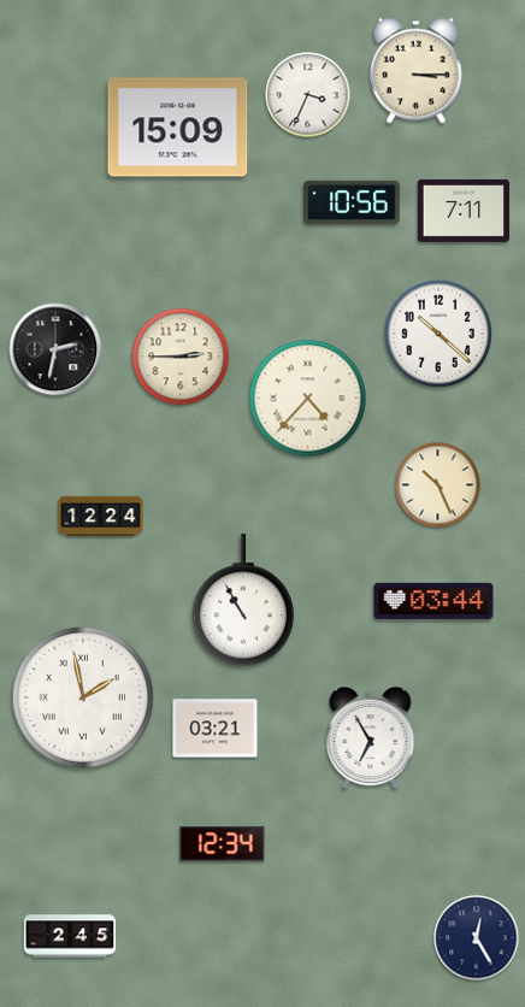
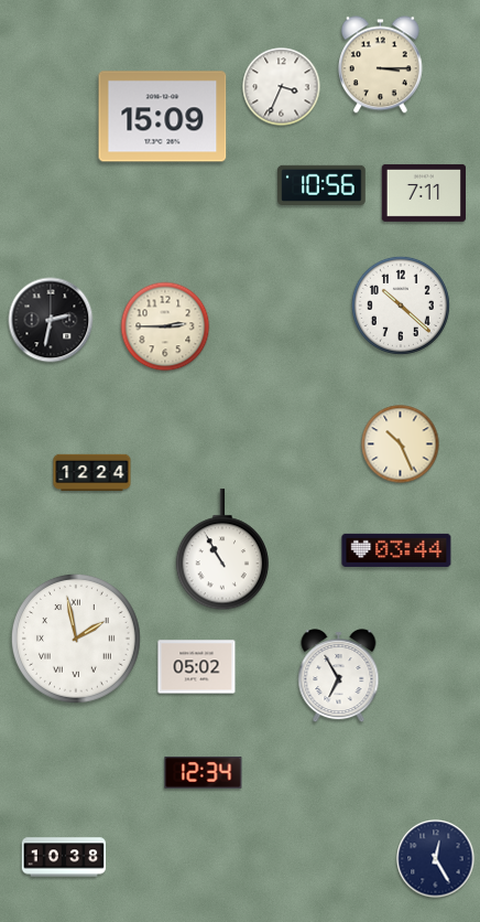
clock at (308, 399): 4:37 -> none
clock at (216, 729): 03:21 -> 05:02
clock at (70, 936): 2:45 -> 10:38
